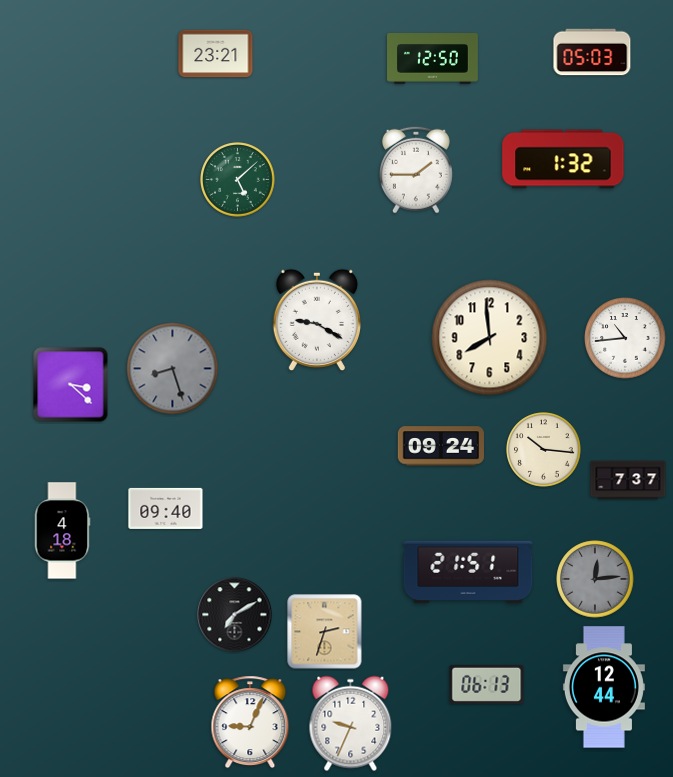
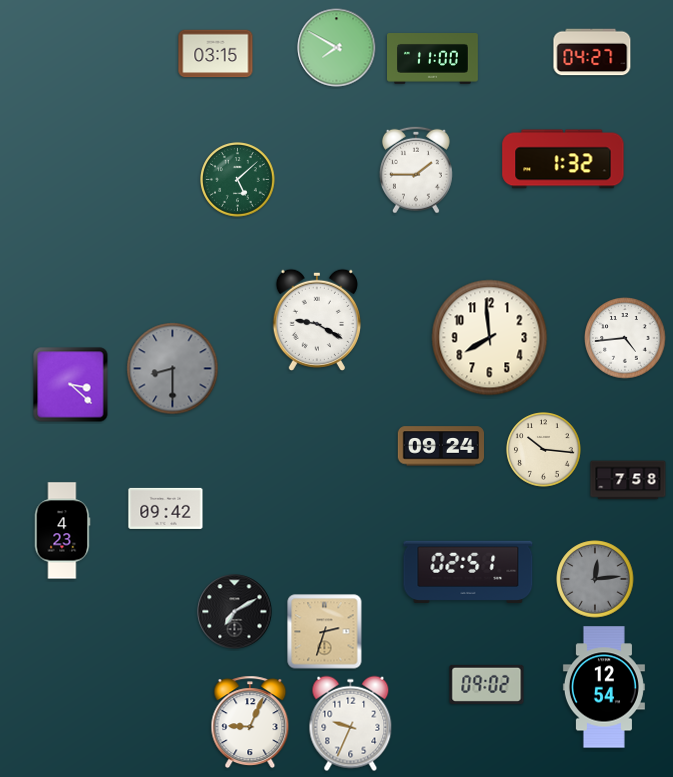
clock at (337, 48): none -> 7:50
clock at (592, 52): 05:03 -> 04:27
clock at (216, 54): 23:21 -> 03:15
clock at (433, 59): 12:50 -> 11:00
clock at (625, 338): 10:44 -> 4:44
clock at (173, 369): 8:27 -> 8:30
clock at (628, 480): 7:37 -> 7:58
clock at (166, 508): 09:40 -> 09:42
clock at (62, 531): 4:18 -> 4:23
clock at (468, 572): 21:51 -> 02:51
clock at (235, 615) position: (235, 615) -> (235, 612)
clock at (487, 684): 06:13 -> 09:02
clock at (604, 687): 12:44 -> 12:54
